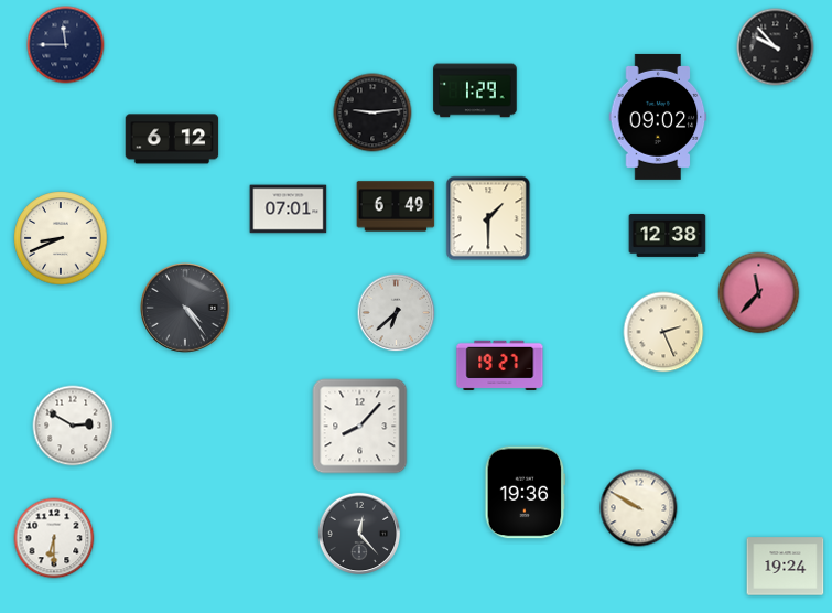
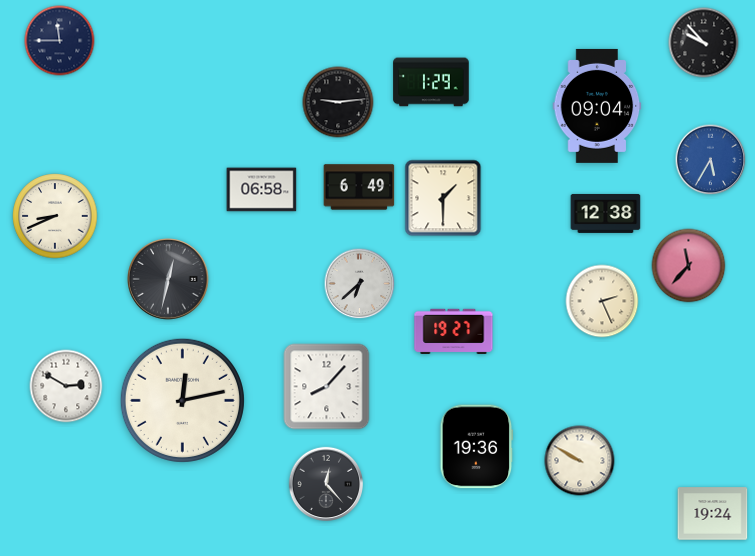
clock at (658, 117): 09:02 -> 09:04
clock at (172, 139): 6:12 -> none
clock at (711, 160): none -> 5:35
clock at (289, 209): 07:01 -> 06:58
clock at (185, 308): 4:24 -> 12:32
clock at (182, 400): none -> 12:13
clock at (54, 538): 6:30 -> none
